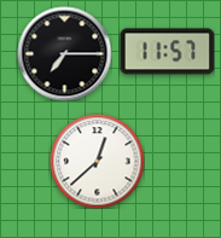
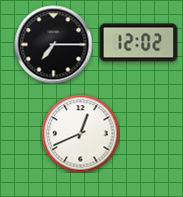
clock at (167, 52): 11:57 -> 12:02
clock at (97, 161): 12:38 -> 12:41
